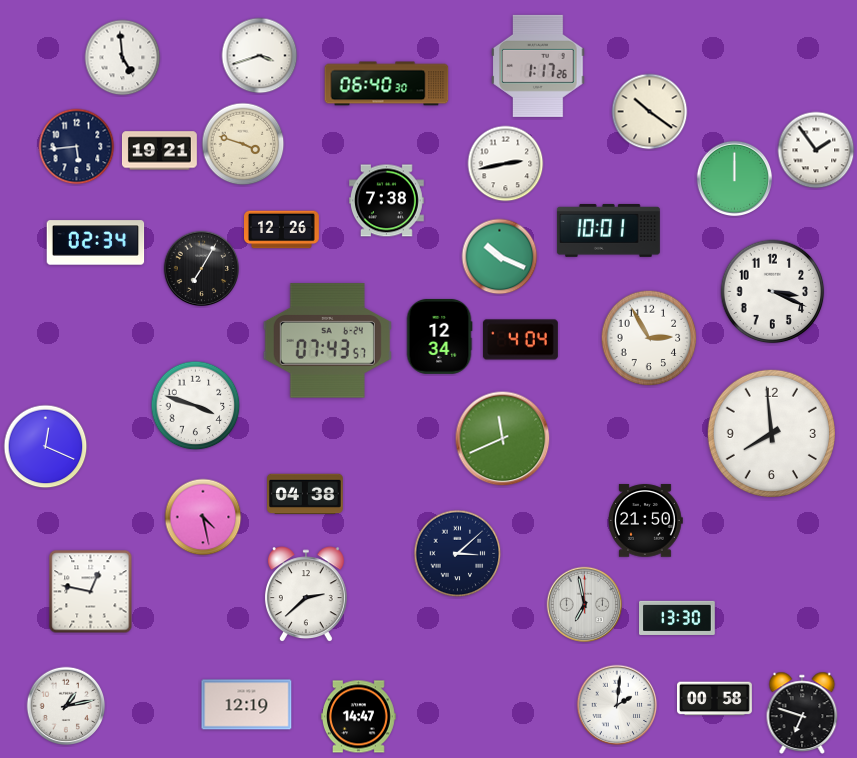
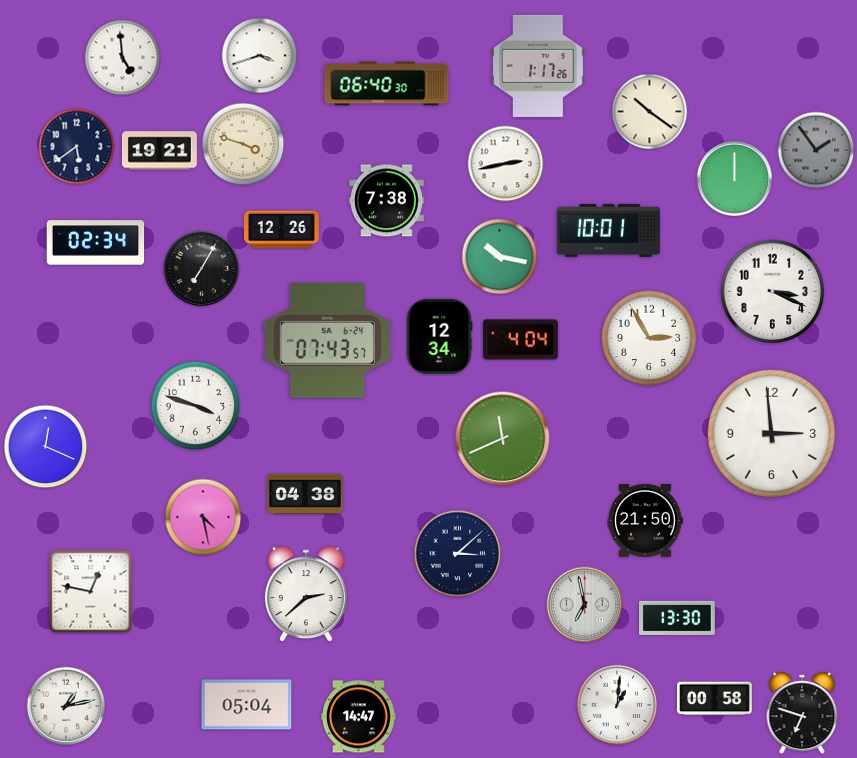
clock at (77, 147): 5:44 -> 5:39
clock at (816, 150) dial: white -> grey
clock at (500, 257): 10:19 -> 10:17
clock at (771, 433): 7:59 -> 2:59
clock at (247, 705): 12:19 -> 05:04
clock at (617, 705): 2:01 -> 1:01
